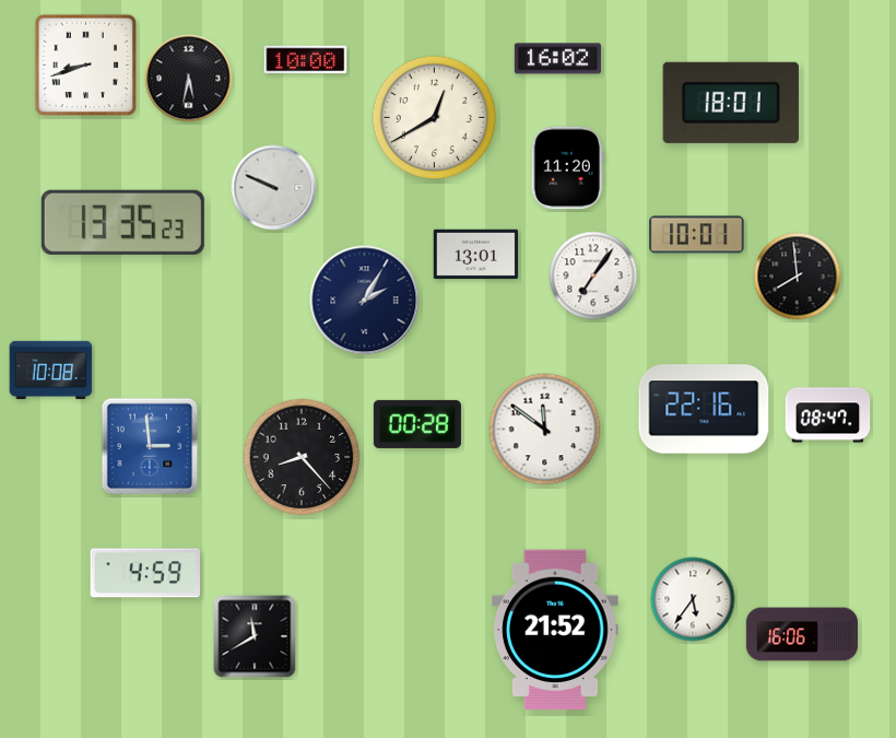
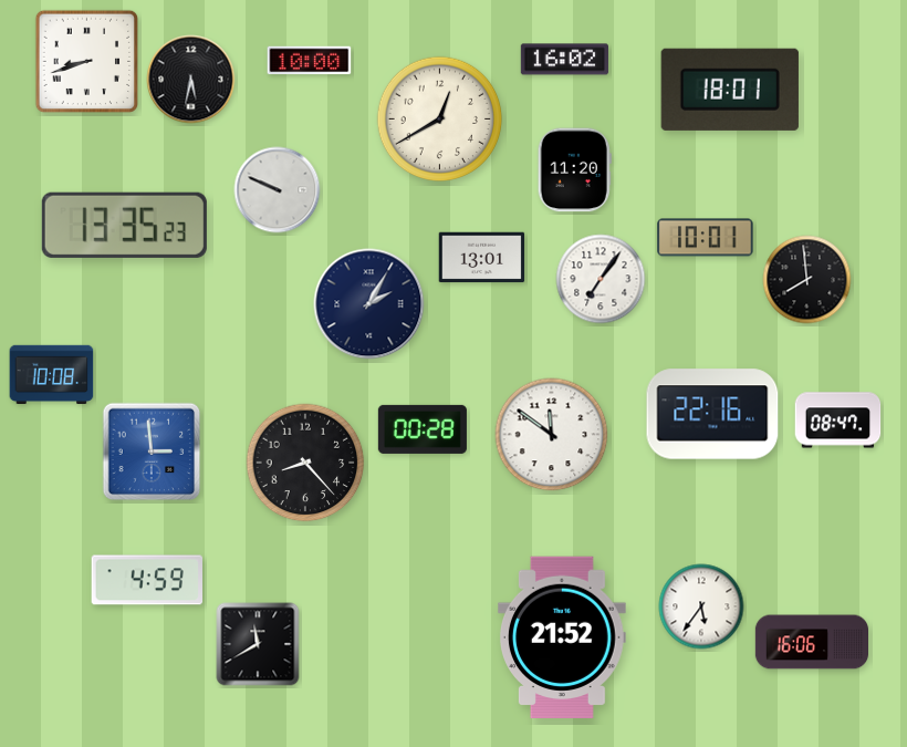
clock at (86, 66) position: (86, 66) -> (87, 62)
clock at (731, 103) position: (731, 103) -> (730, 90)
